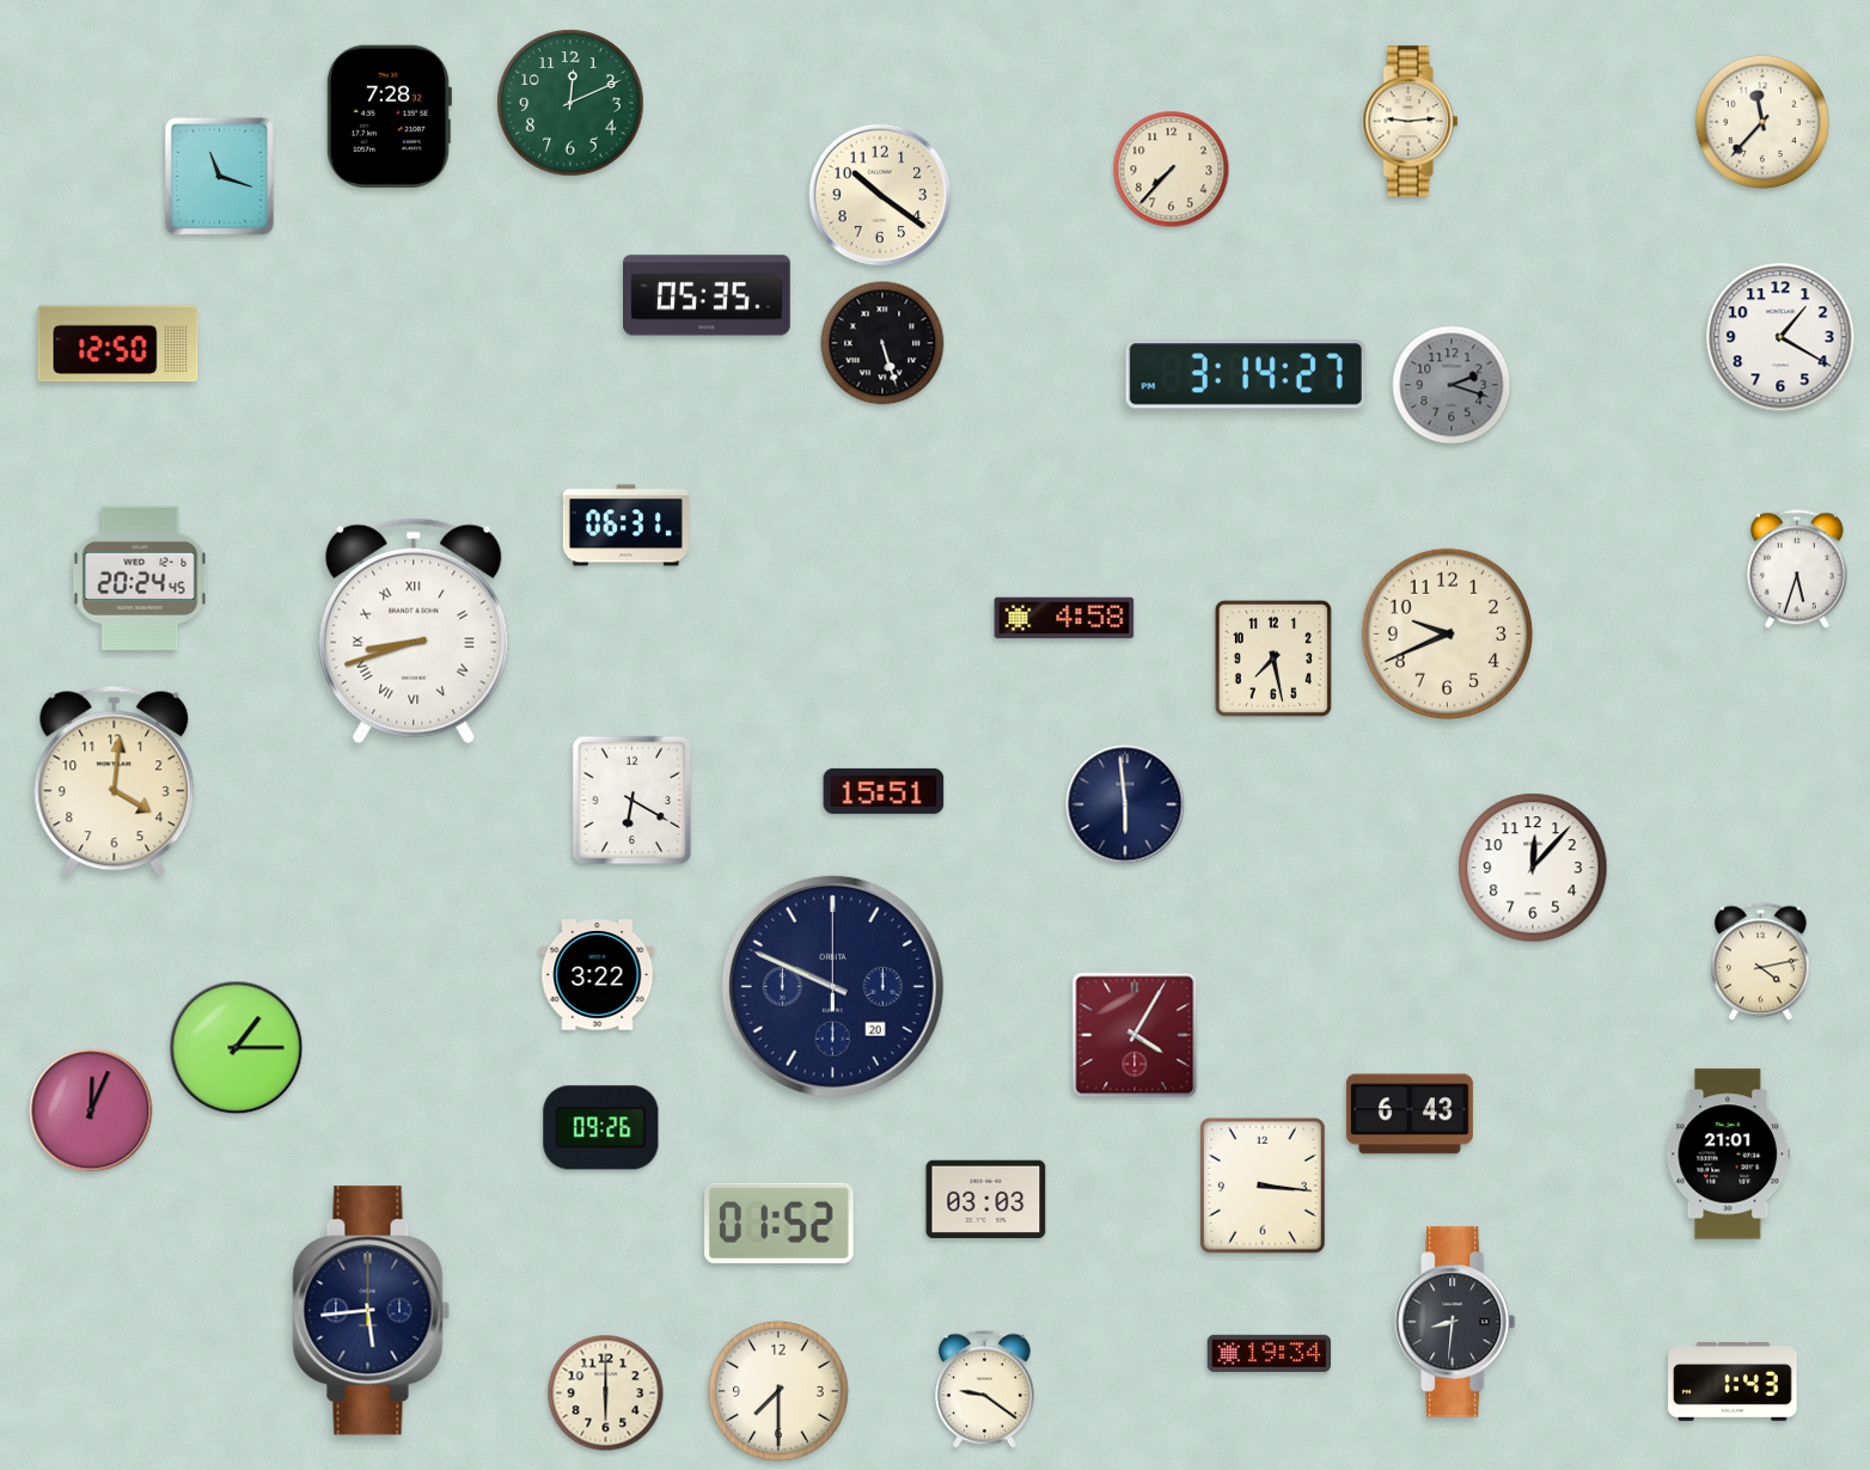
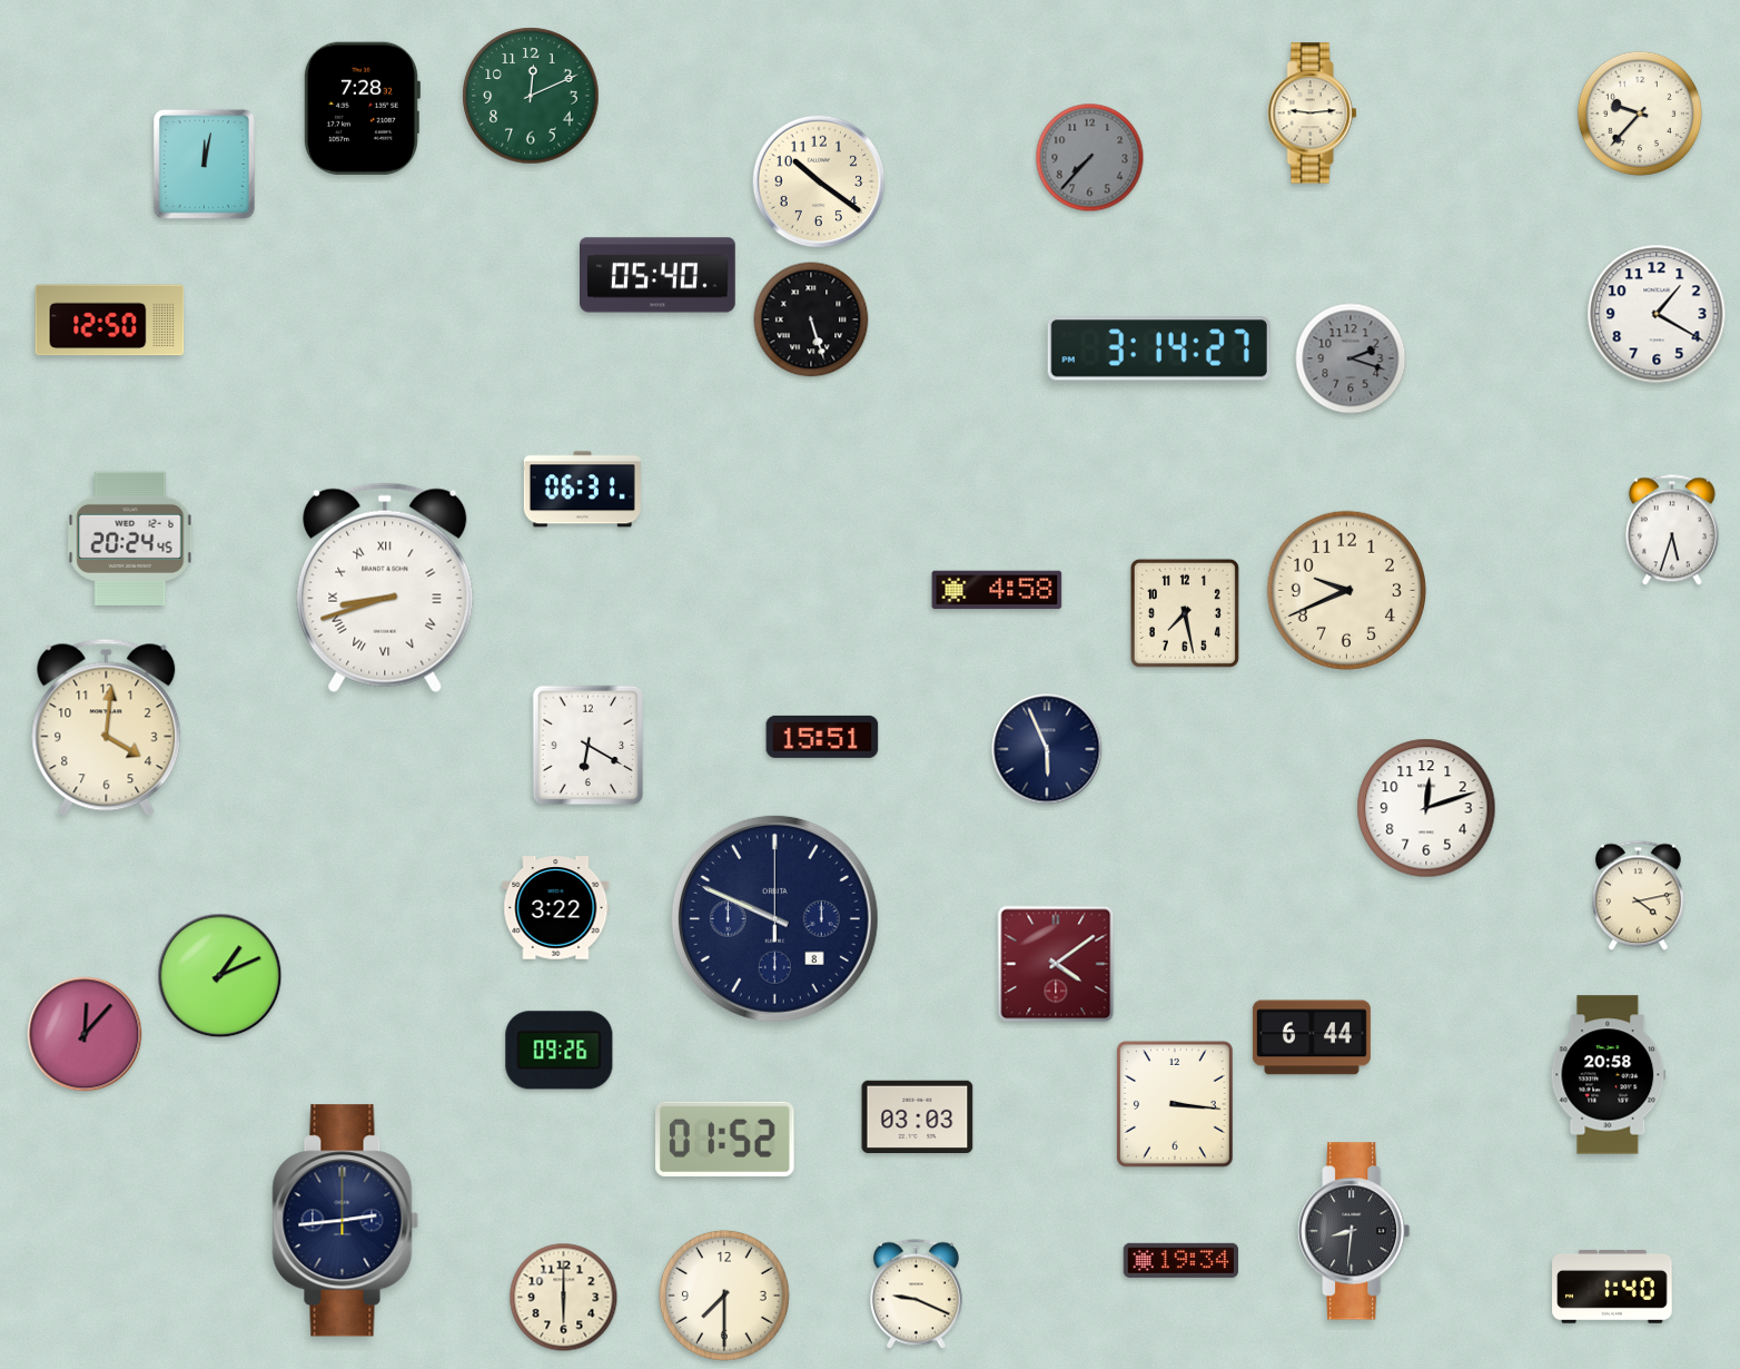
clock at (1762, 122): 11:37 -> 9:37
clock at (1172, 170) dial: cream -> grey
clock at (219, 176): 11:18 -> 12:02
clock at (708, 295): 05:35 -> 05:40
clock at (882, 343) position: (882, 343) -> (811, 319)
clock at (1064, 618) position: (1064, 618) -> (997, 590)
clock at (1125, 804): 5:59 -> 5:56
clock at (1533, 868): 12:07 -> 12:12
clock at (832, 986) date: 20 -> 8
clock at (1135, 1035): 4:05 -> 4:09
clock at (237, 1048): 1:15 -> 1:11
clock at (91, 1110): 12:04 -> 12:07
clock at (1410, 1114): 6:43 -> 6:44
clock at (1729, 1154): 21:01 -> 20:58
clock at (372, 1311): 5:44 -> 2:44
clock at (1732, 1383): 1:43 -> 1:40
clock at (984, 1390): 9:21 -> 9:19
